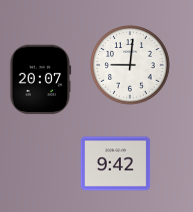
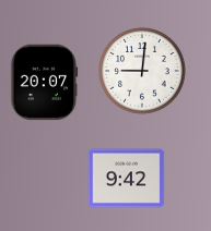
clock at (41, 80) position: (41, 80) -> (45, 83)
